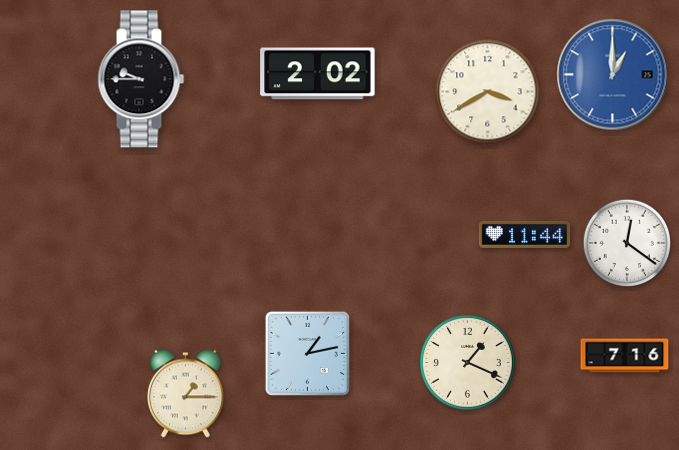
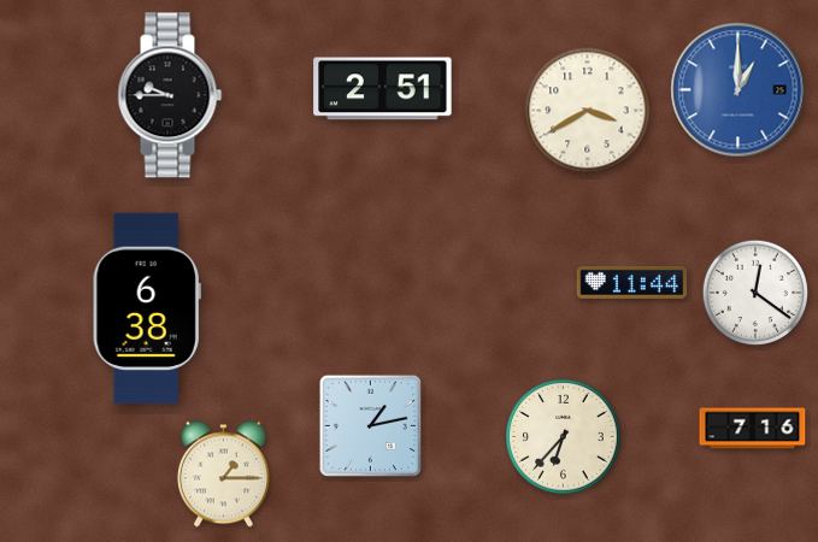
clock at (318, 74): 2:02 -> 2:51
clock at (147, 308): none -> 6:38
clock at (468, 363): 1:19 -> 6:37
